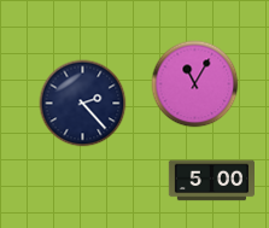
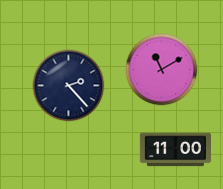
clock at (195, 84): 11:05 -> 11:10
clock at (211, 181): 5:00 -> 11:00
